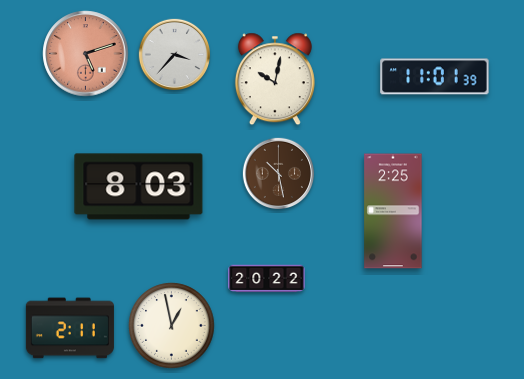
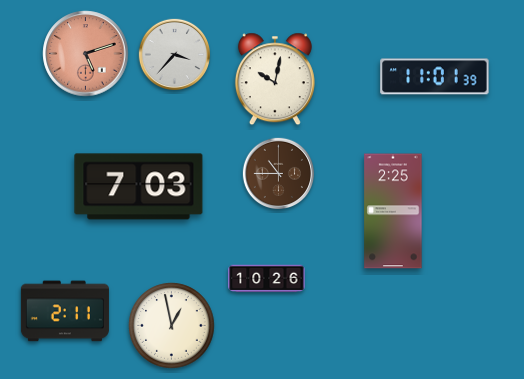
clock at (278, 173): 10:28 -> 10:45
clock at (139, 187): 8:03 -> 7:03
clock at (267, 279): 20:22 -> 10:26
clock at (70, 328) position: (70, 328) -> (65, 311)
